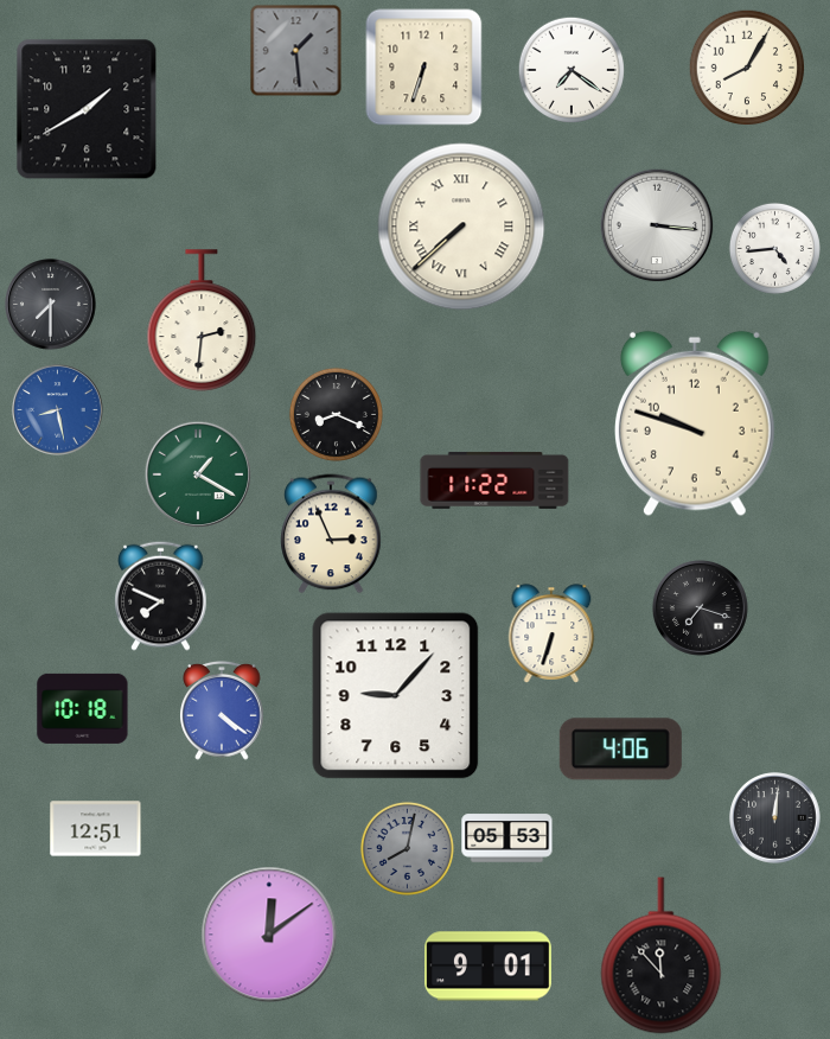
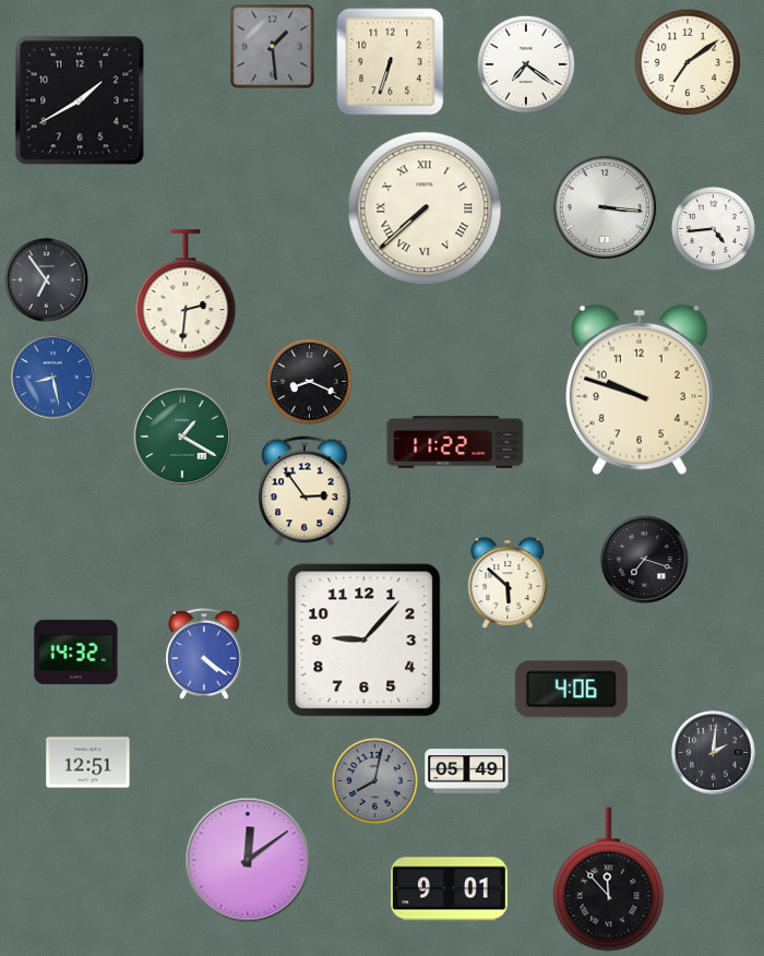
clock at (747, 68): 8:05 -> 7:09
clock at (51, 305): 7:30 -> 6:54
clock at (331, 534): 2:56 -> 2:54
clock at (161, 595): 7:49 -> none
clock at (551, 633): 6:33 -> 5:52
clock at (83, 708): 10:18 -> 14:32
clock at (775, 818): 12:01 -> 2:01
clock at (507, 839): 05:53 -> 05:49
